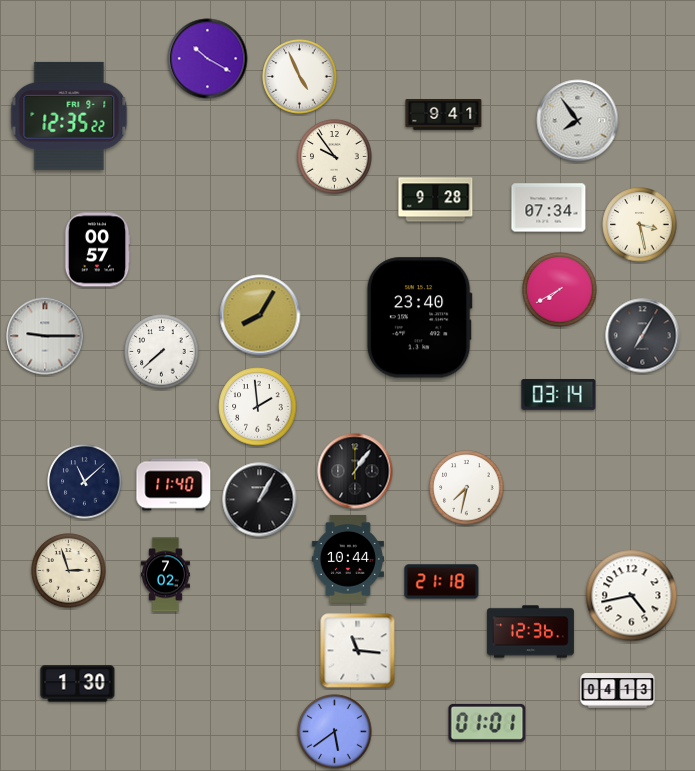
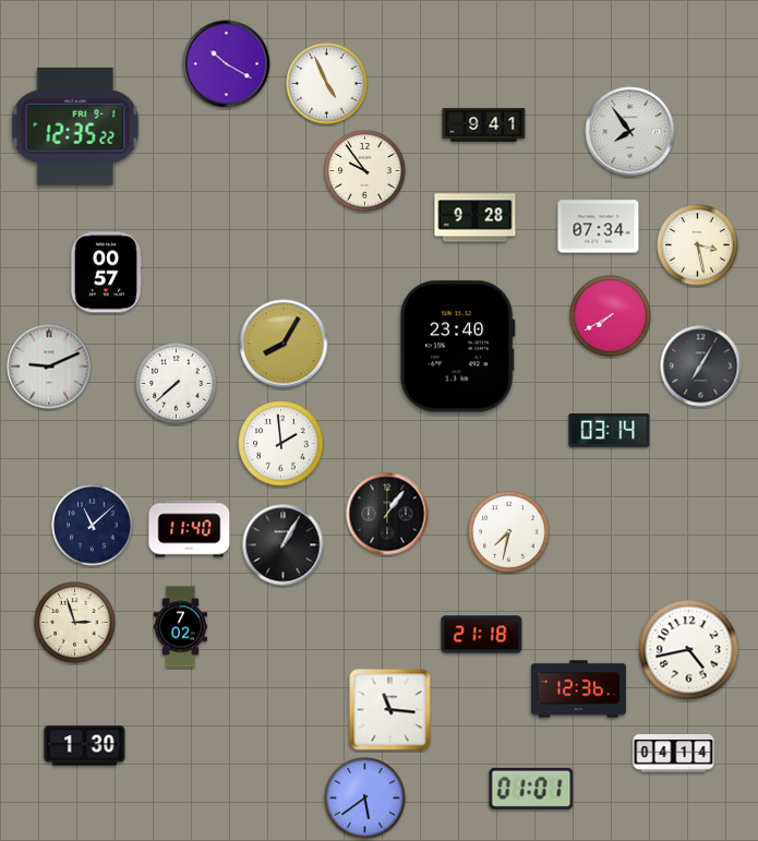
clock at (45, 336): 9:15 -> 9:11
clock at (348, 559): 10:44 -> none
clock at (618, 691): 04:13 -> 04:14
